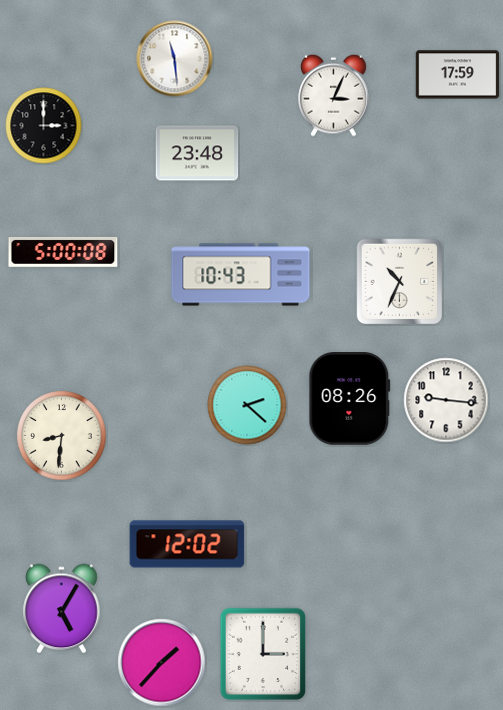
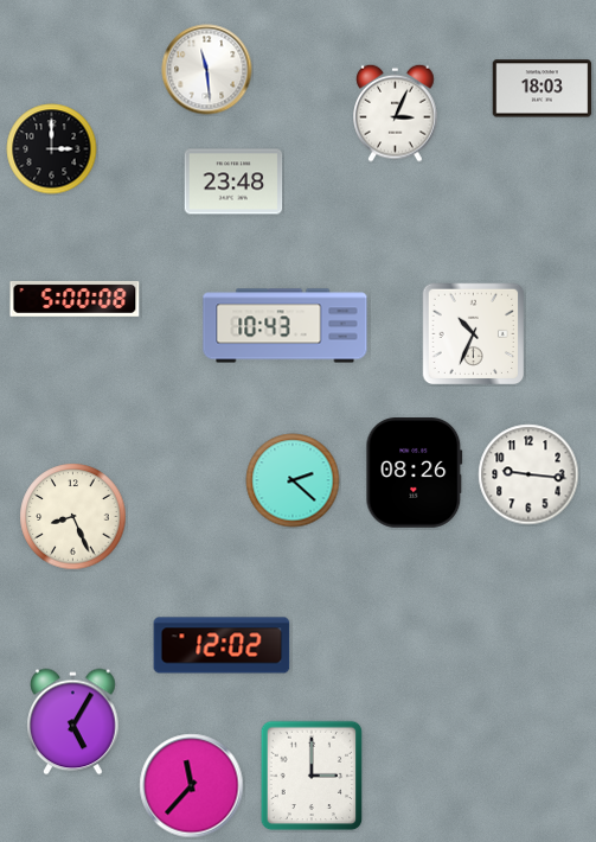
clock at (458, 75): 17:59 -> 18:03
clock at (62, 436): 8:31 -> 8:26
clock at (162, 663): 1:37 -> 11:37
